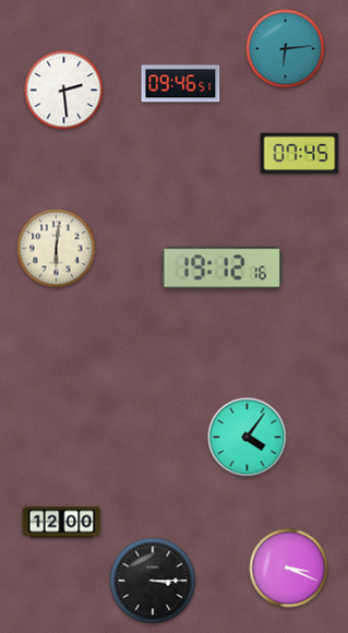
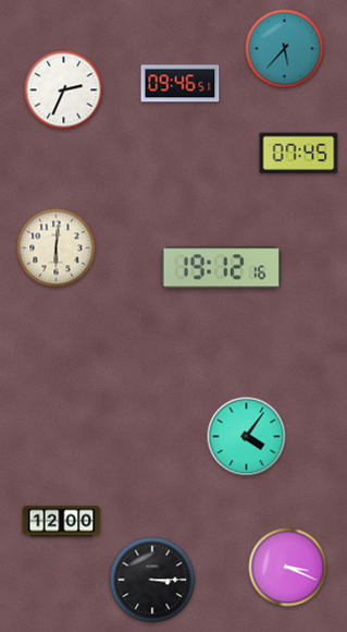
clock at (286, 49): 6:14 -> 5:37
clock at (64, 91): 2:29 -> 2:34
